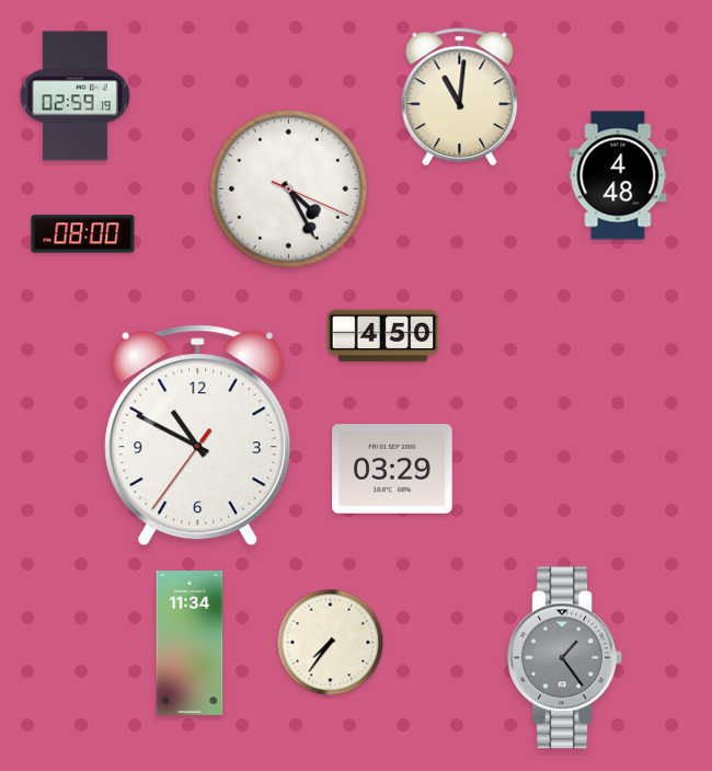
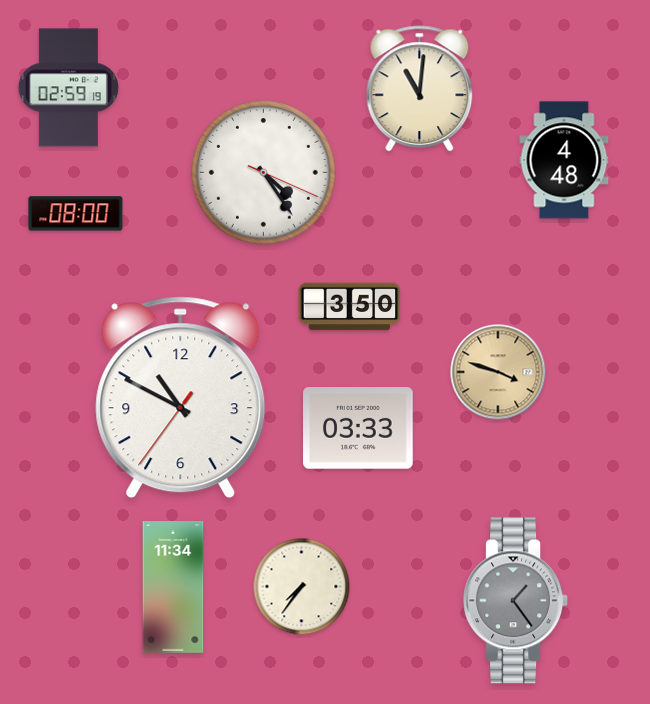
clock at (288, 188): 4:25 -> 4:24
clock at (383, 336): 4:50 -> 3:50
clock at (498, 372): none -> 3:48
clock at (392, 469): 03:29 -> 03:33
